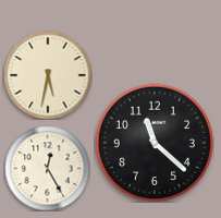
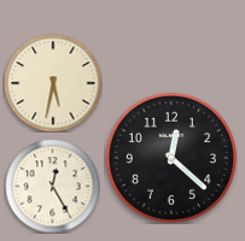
clock at (155, 143): 11:22 -> 12:22
